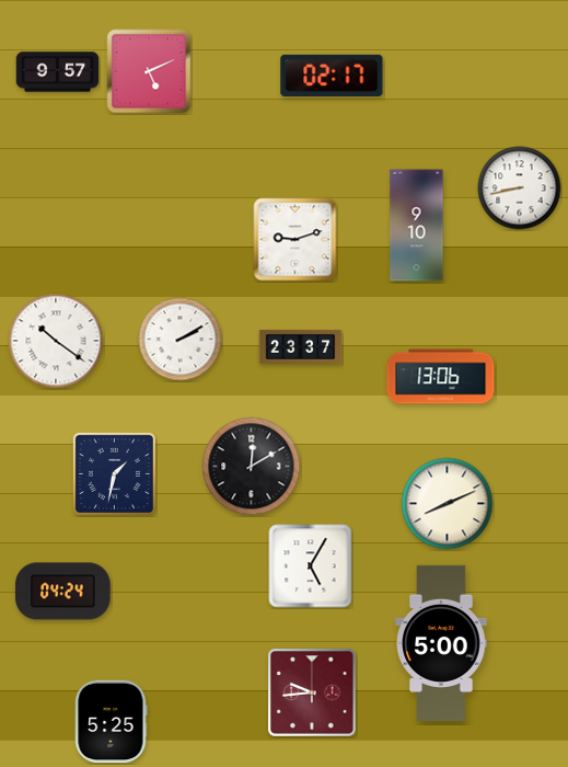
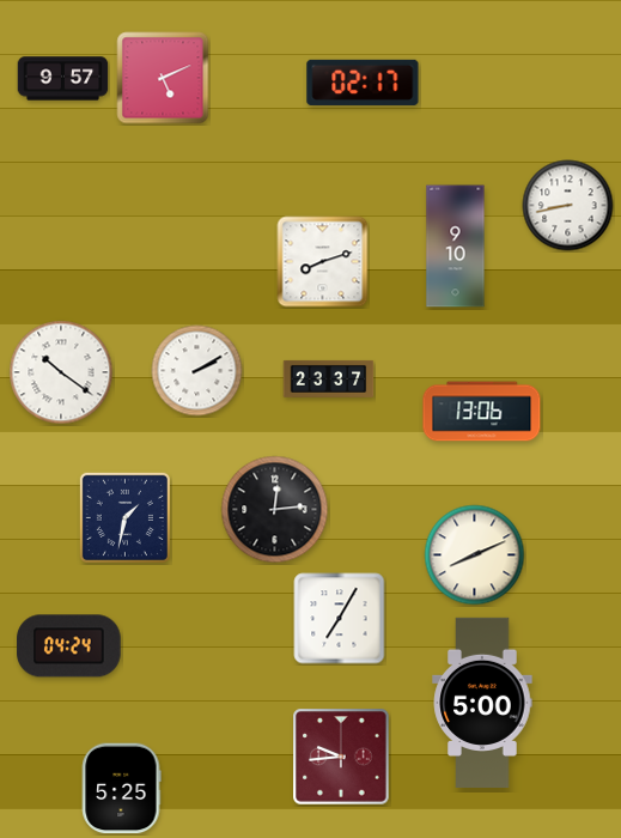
clock at (295, 240): 9:12 -> 8:12
clock at (252, 467): 12:10 -> 12:14
clock at (448, 504) position: (448, 504) -> (475, 555)
clock at (311, 566): 5:05 -> 7:05
